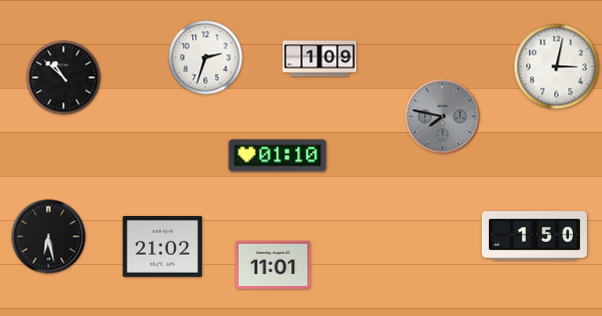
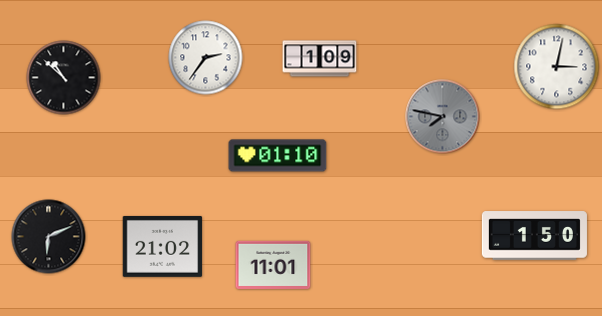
clock at (206, 58): 2:33 -> 2:36
clock at (49, 237): 6:28 -> 6:11
